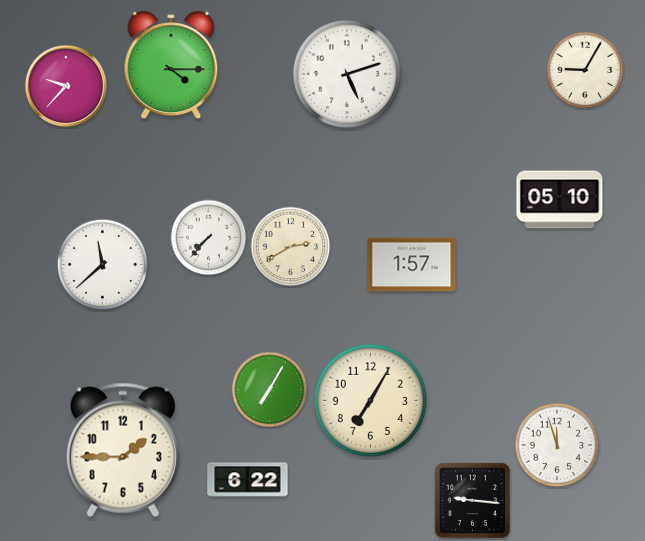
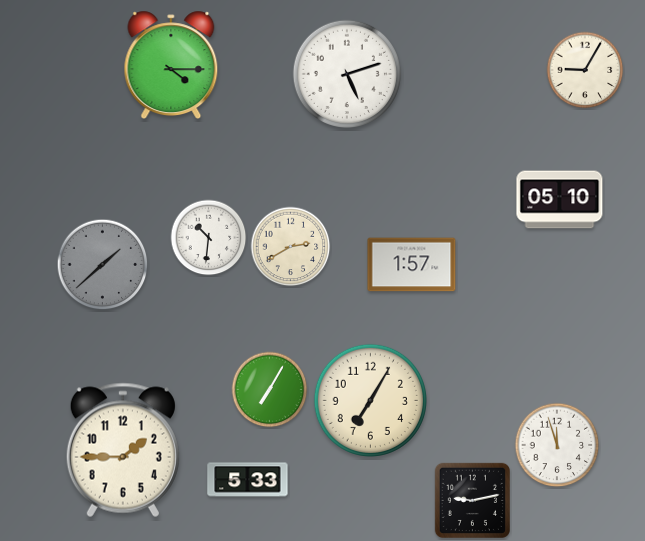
clock at (66, 86): 9:37 -> none
clock at (209, 238): 7:37 -> 10:31
clock at (103, 265): 11:38 -> 1:38
clock at (103, 265) dial: white -> grey
clock at (248, 480): 6:22 -> 5:33
clock at (472, 500): 9:16 -> 9:13
